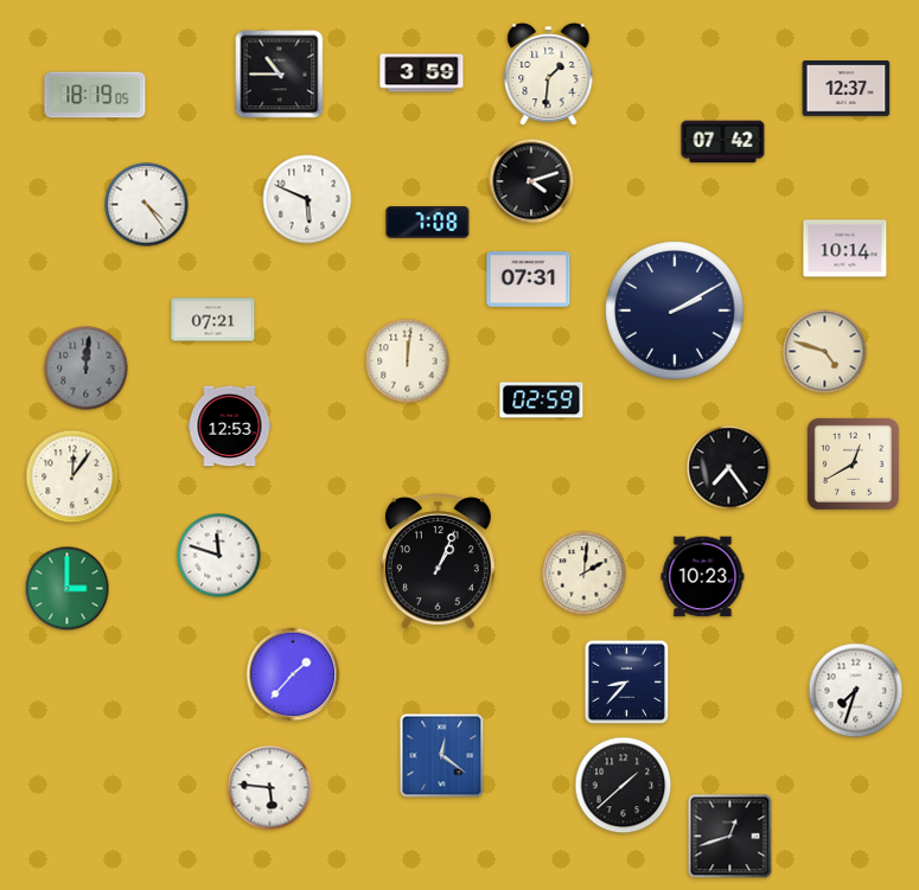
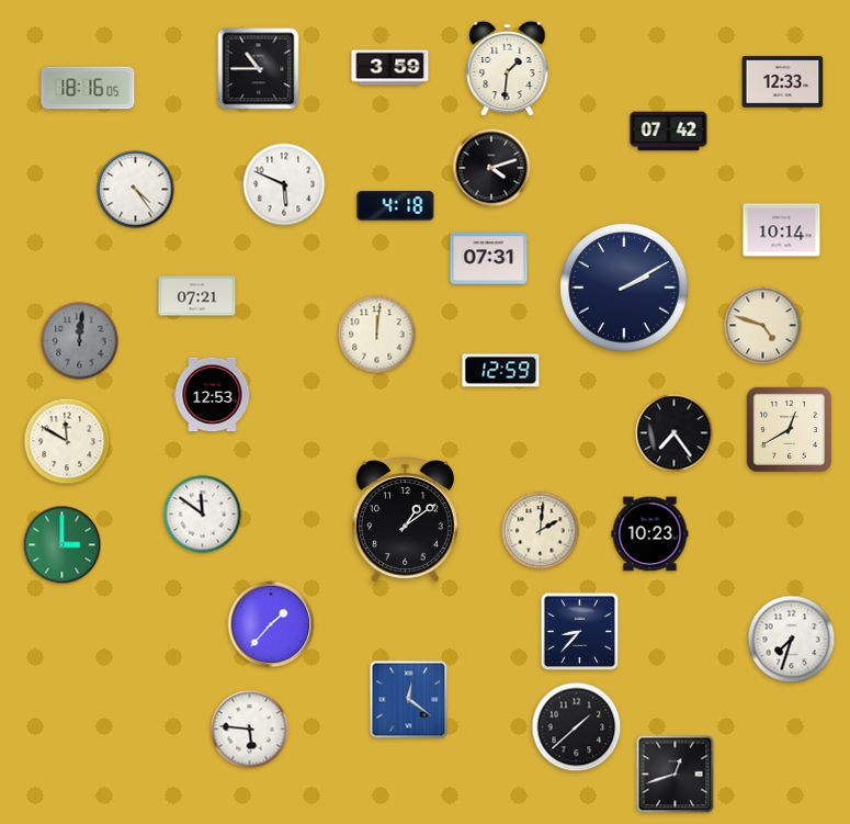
clock at (847, 89): 12:37 -> 12:33
clock at (95, 95): 18:19 -> 18:16
clock at (428, 223): 7:08 -> 4:18
clock at (542, 401): 02:59 -> 12:59
clock at (72, 476): 12:06 -> 11:50
clock at (219, 556): 11:48 -> 11:51
clock at (438, 561): 1:04 -> 1:09
